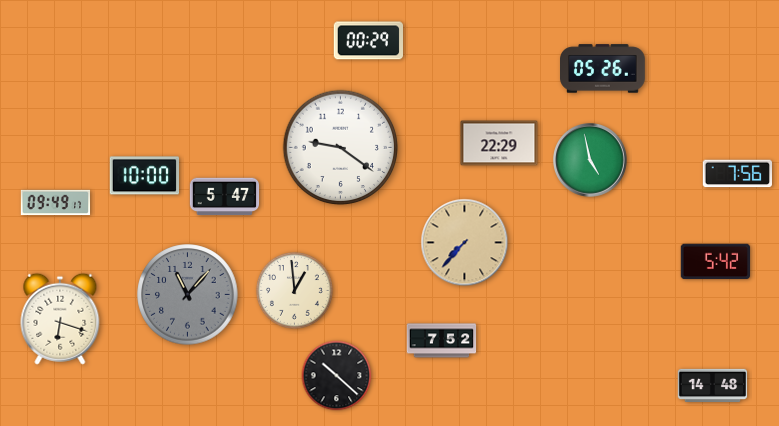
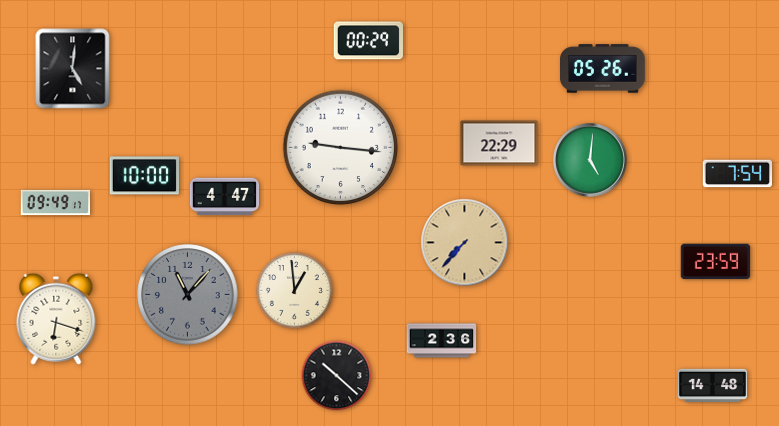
clock at (73, 69): none -> 5:01
clock at (341, 148): 9:21 -> 9:16
clock at (590, 160): 4:58 -> 5:01
clock at (738, 174): 7:56 -> 7:54
clock at (225, 197): 5:47 -> 4:47
clock at (716, 262): 5:42 -> 23:59
clock at (60, 319) position: (60, 319) -> (56, 319)
clock at (442, 341): 7:52 -> 2:36
